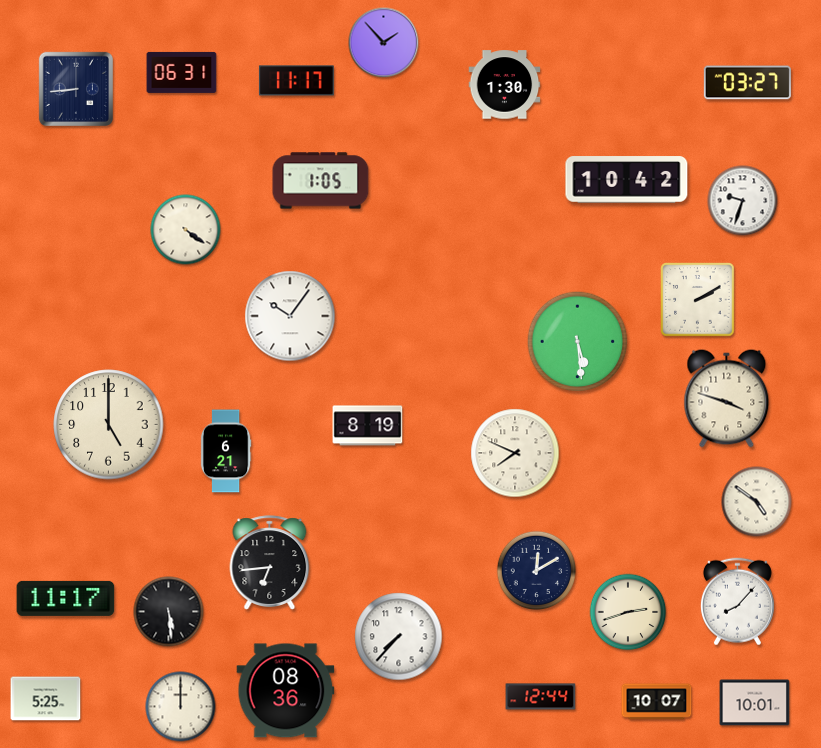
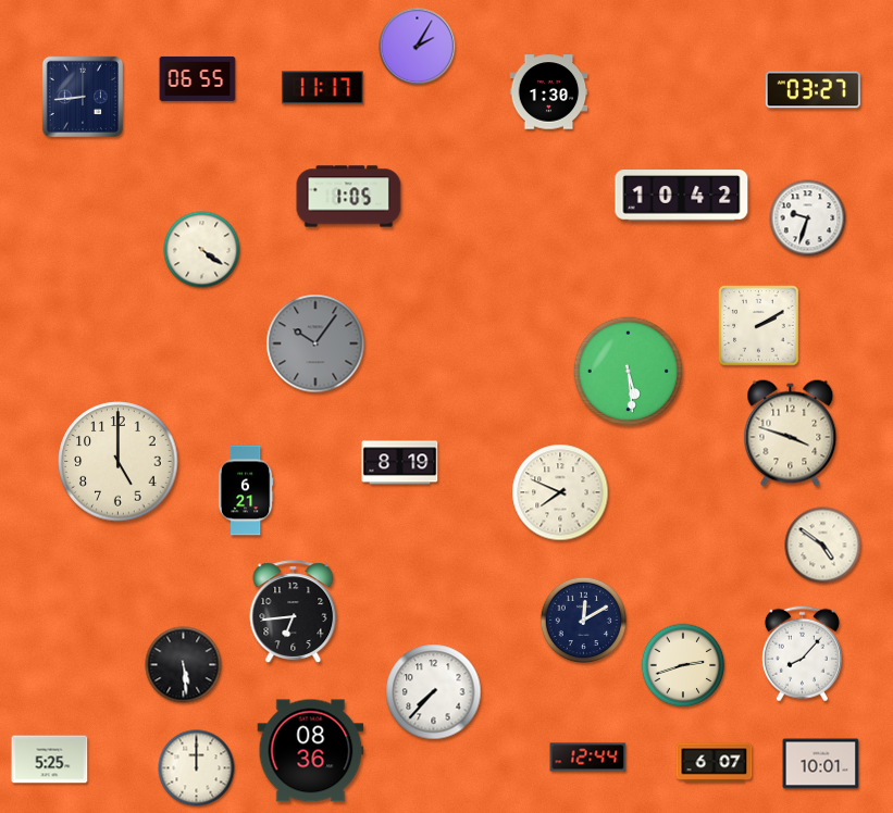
clock at (384, 43): 1:53 -> 2:05
clock at (182, 72): 06:31 -> 06:55
clock at (290, 316) dial: white -> grey
clock at (66, 598): 11:17 -> none
clock at (657, 702): 10:07 -> 6:07
